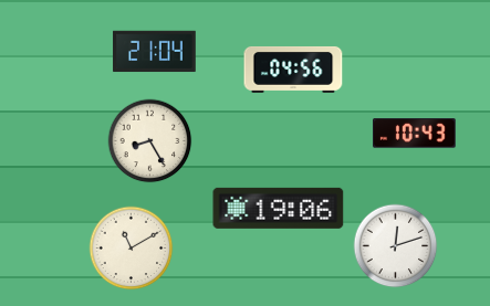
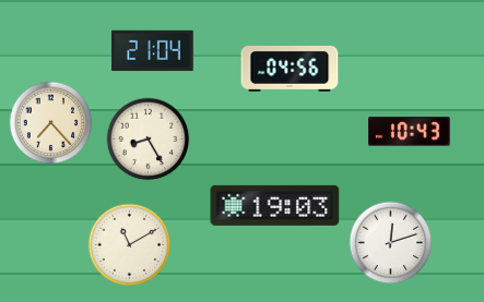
clock at (51, 123): none -> 7:23
clock at (279, 208): 19:06 -> 19:03
